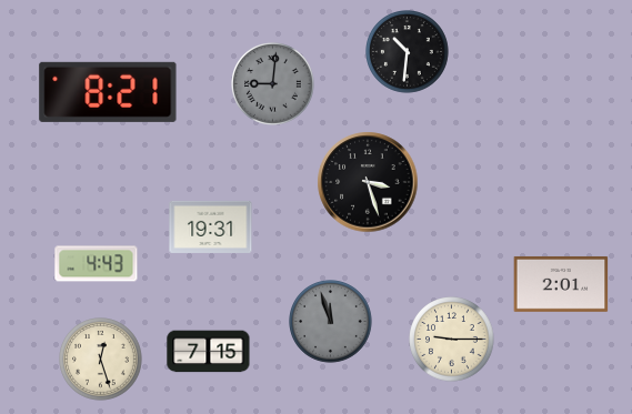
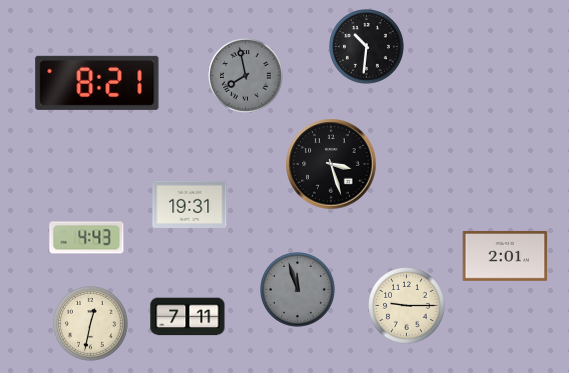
clock at (273, 84): 9:01 -> 7:58
clock at (209, 352): 7:15 -> 7:11
clock at (101, 360): 12:27 -> 12:32
